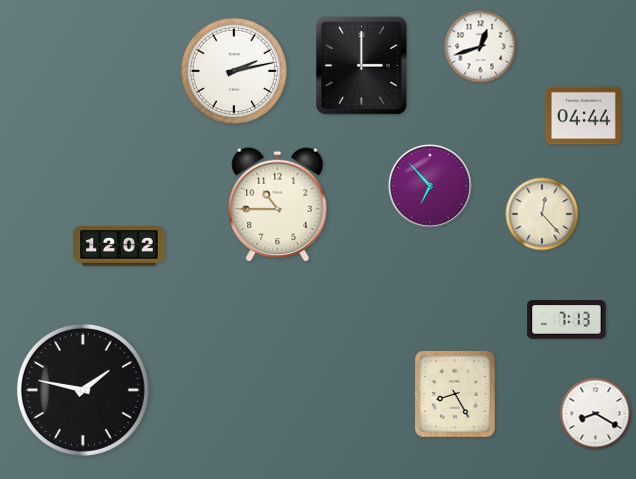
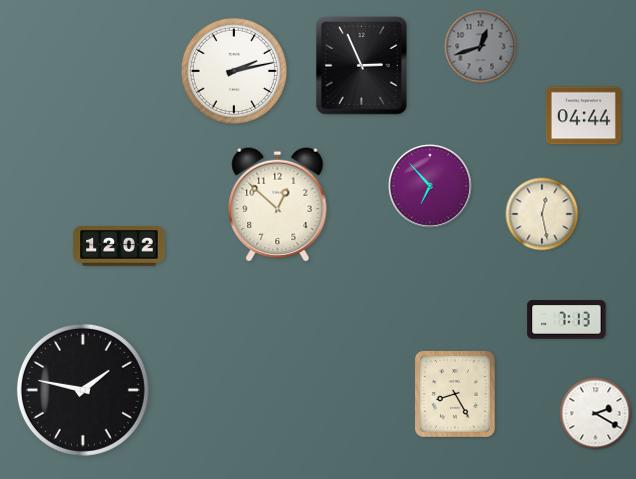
clock at (481, 47) dial: white -> grey
clock at (362, 66): 3:00 -> 2:56
clock at (278, 204): 10:45 -> 12:52
clock at (542, 214): 12:23 -> 12:28
clock at (596, 414): 8:20 -> 2:20
